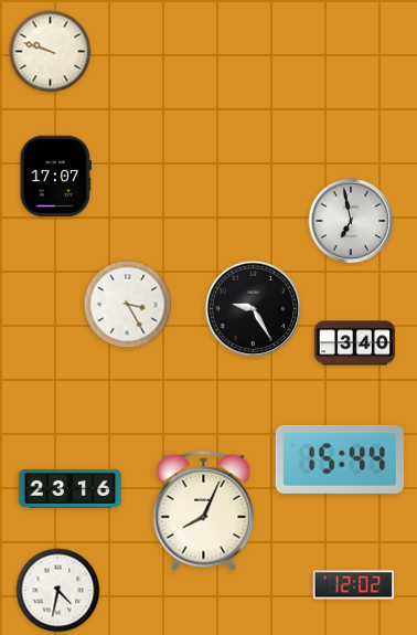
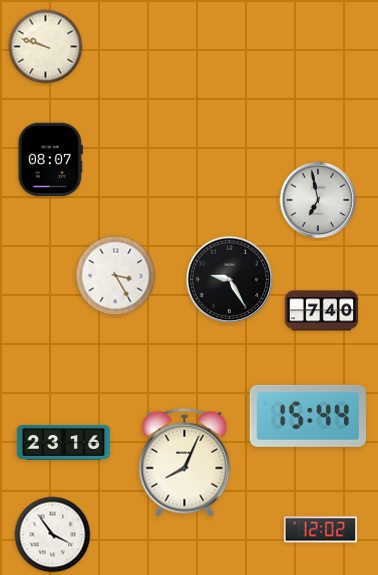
clock at (55, 176): 17:07 -> 08:07
clock at (355, 343): 3:40 -> 7:40
clock at (58, 591): 4:32 -> 3:54
